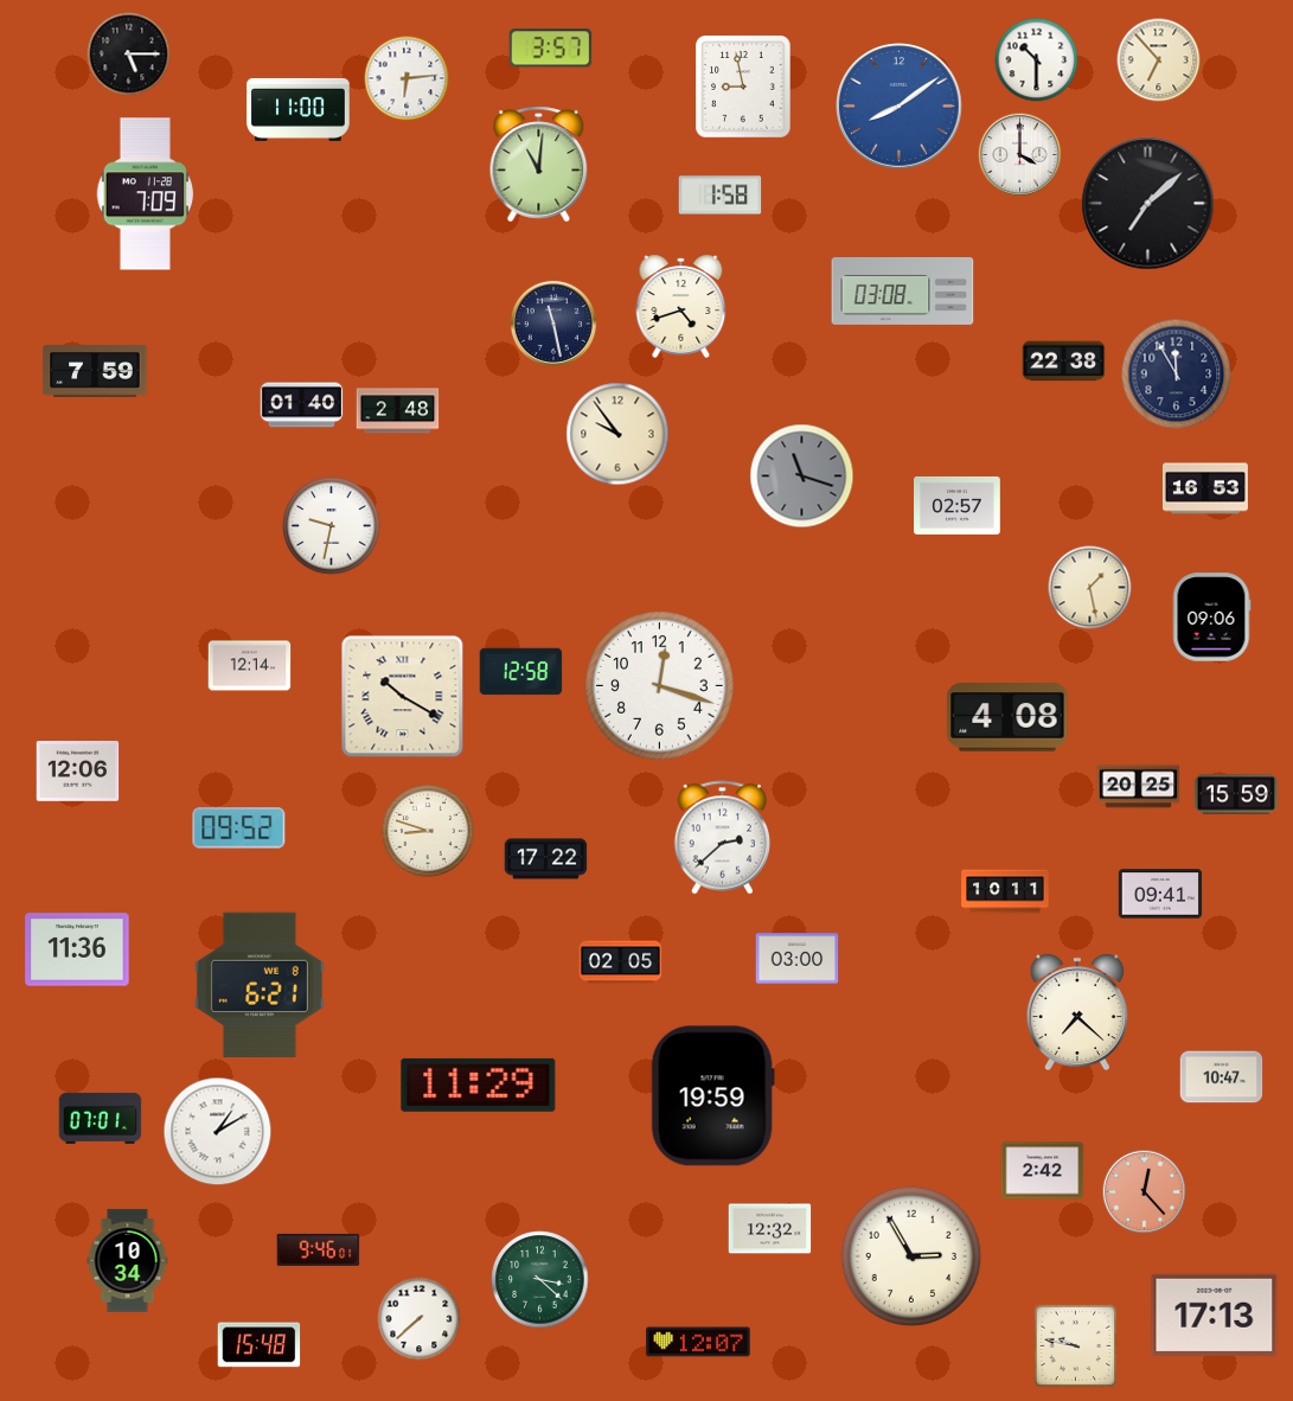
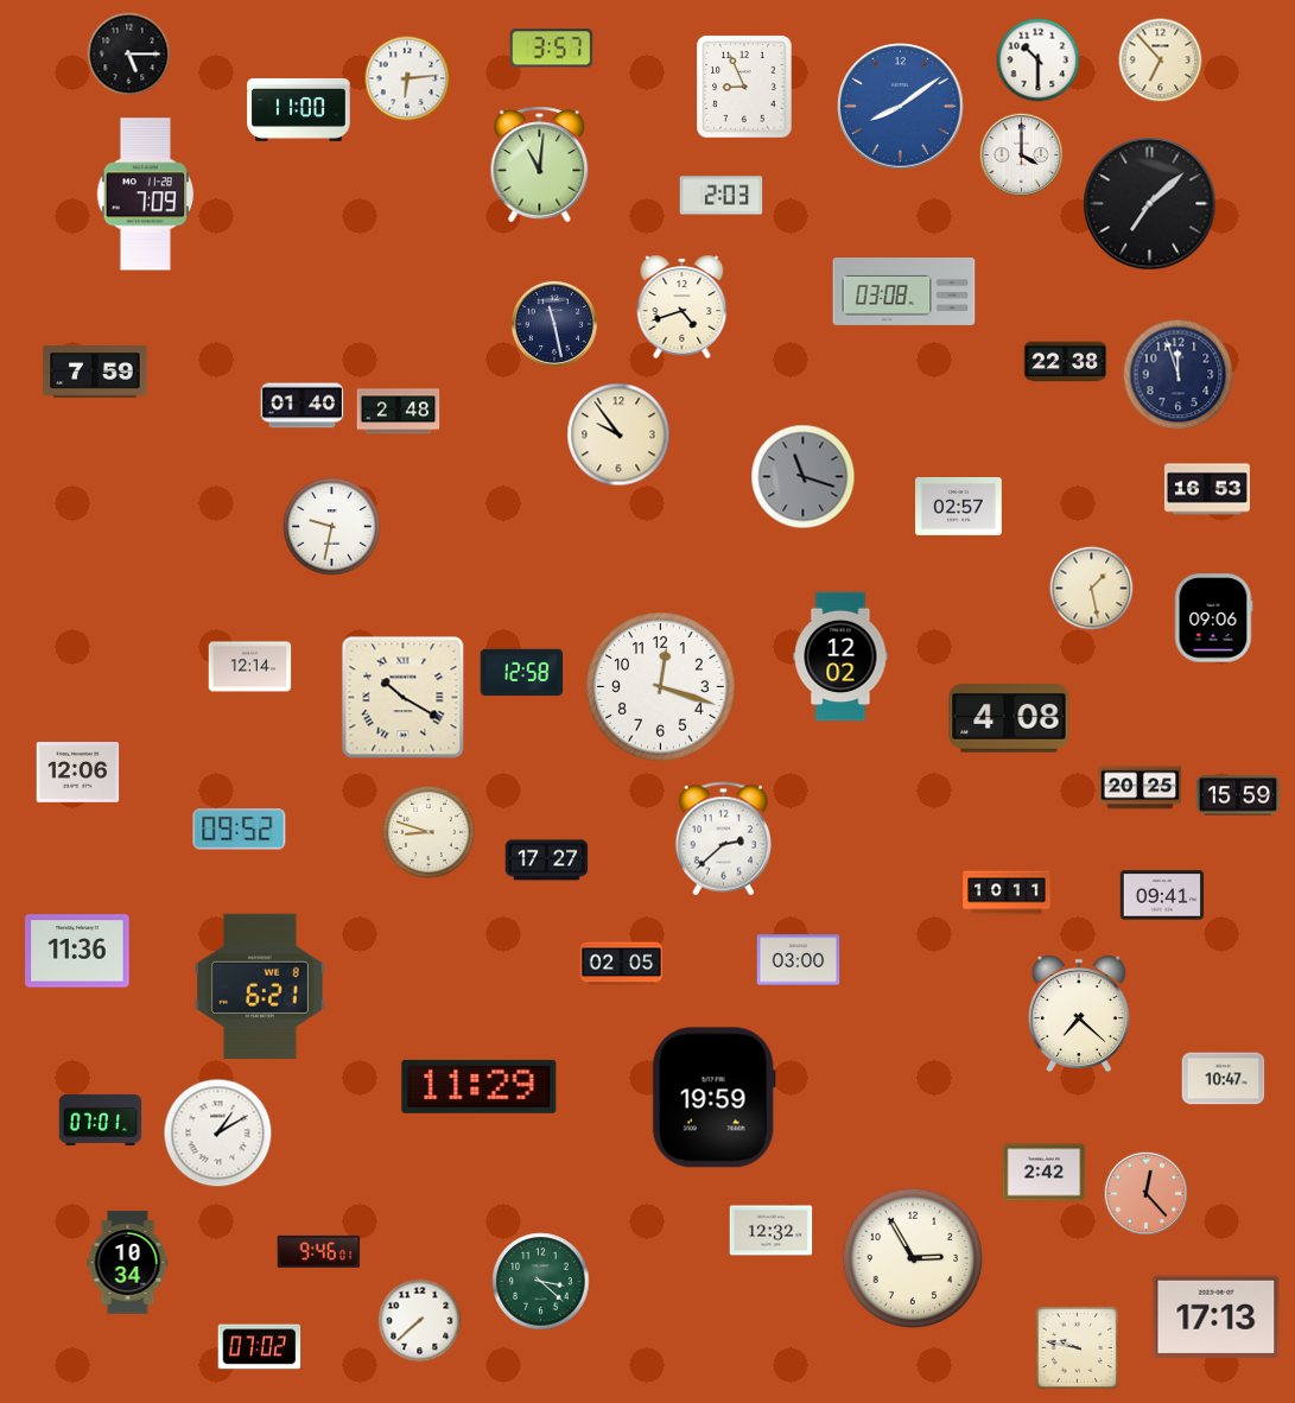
clock at (743, 87): 8:58 -> 8:56
clock at (721, 196): 1:58 -> 2:03
clock at (1177, 375): 11:55 -> 11:57
clock at (840, 656): none -> 12:02
clock at (546, 859): 17:22 -> 17:27
clock at (698, 1342): 12:07 -> none
clock at (260, 1345): 15:48 -> 07:02
